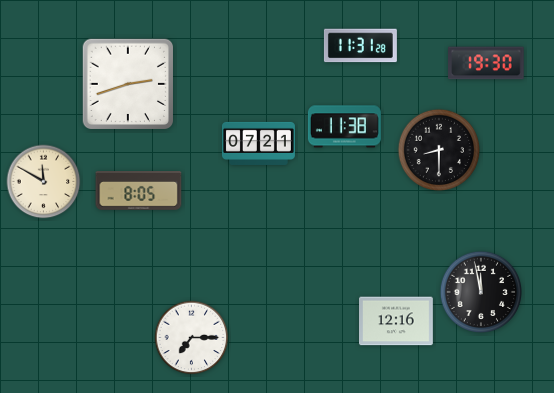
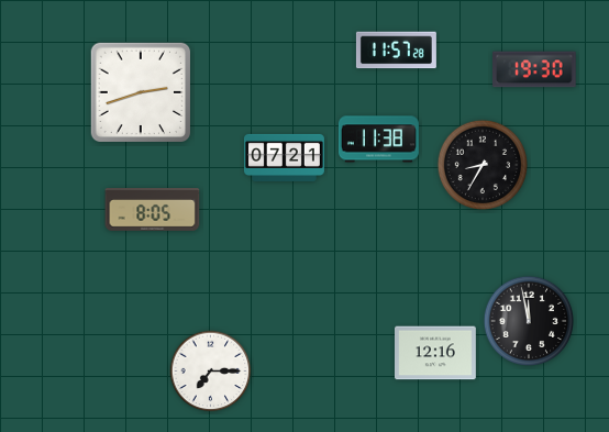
clock at (360, 46): 11:31 -> 11:57
clock at (438, 149): 8:30 -> 8:35
clock at (44, 182): 11:50 -> none
